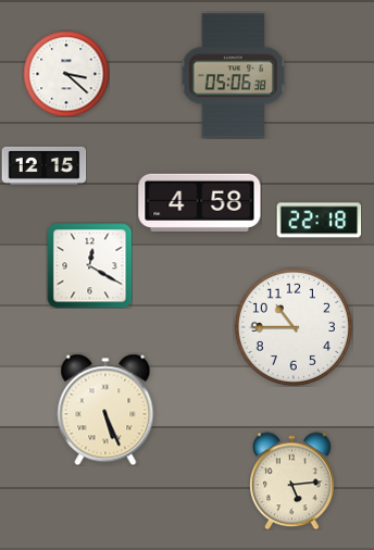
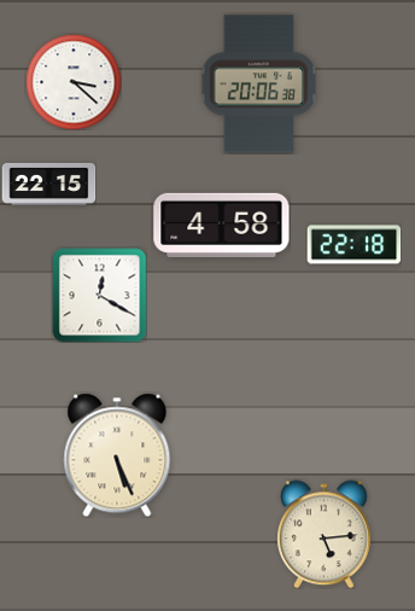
clock at (234, 76): 05:06 -> 20:06
clock at (43, 165): 12:15 -> 22:15
clock at (294, 327): 10:45 -> none
